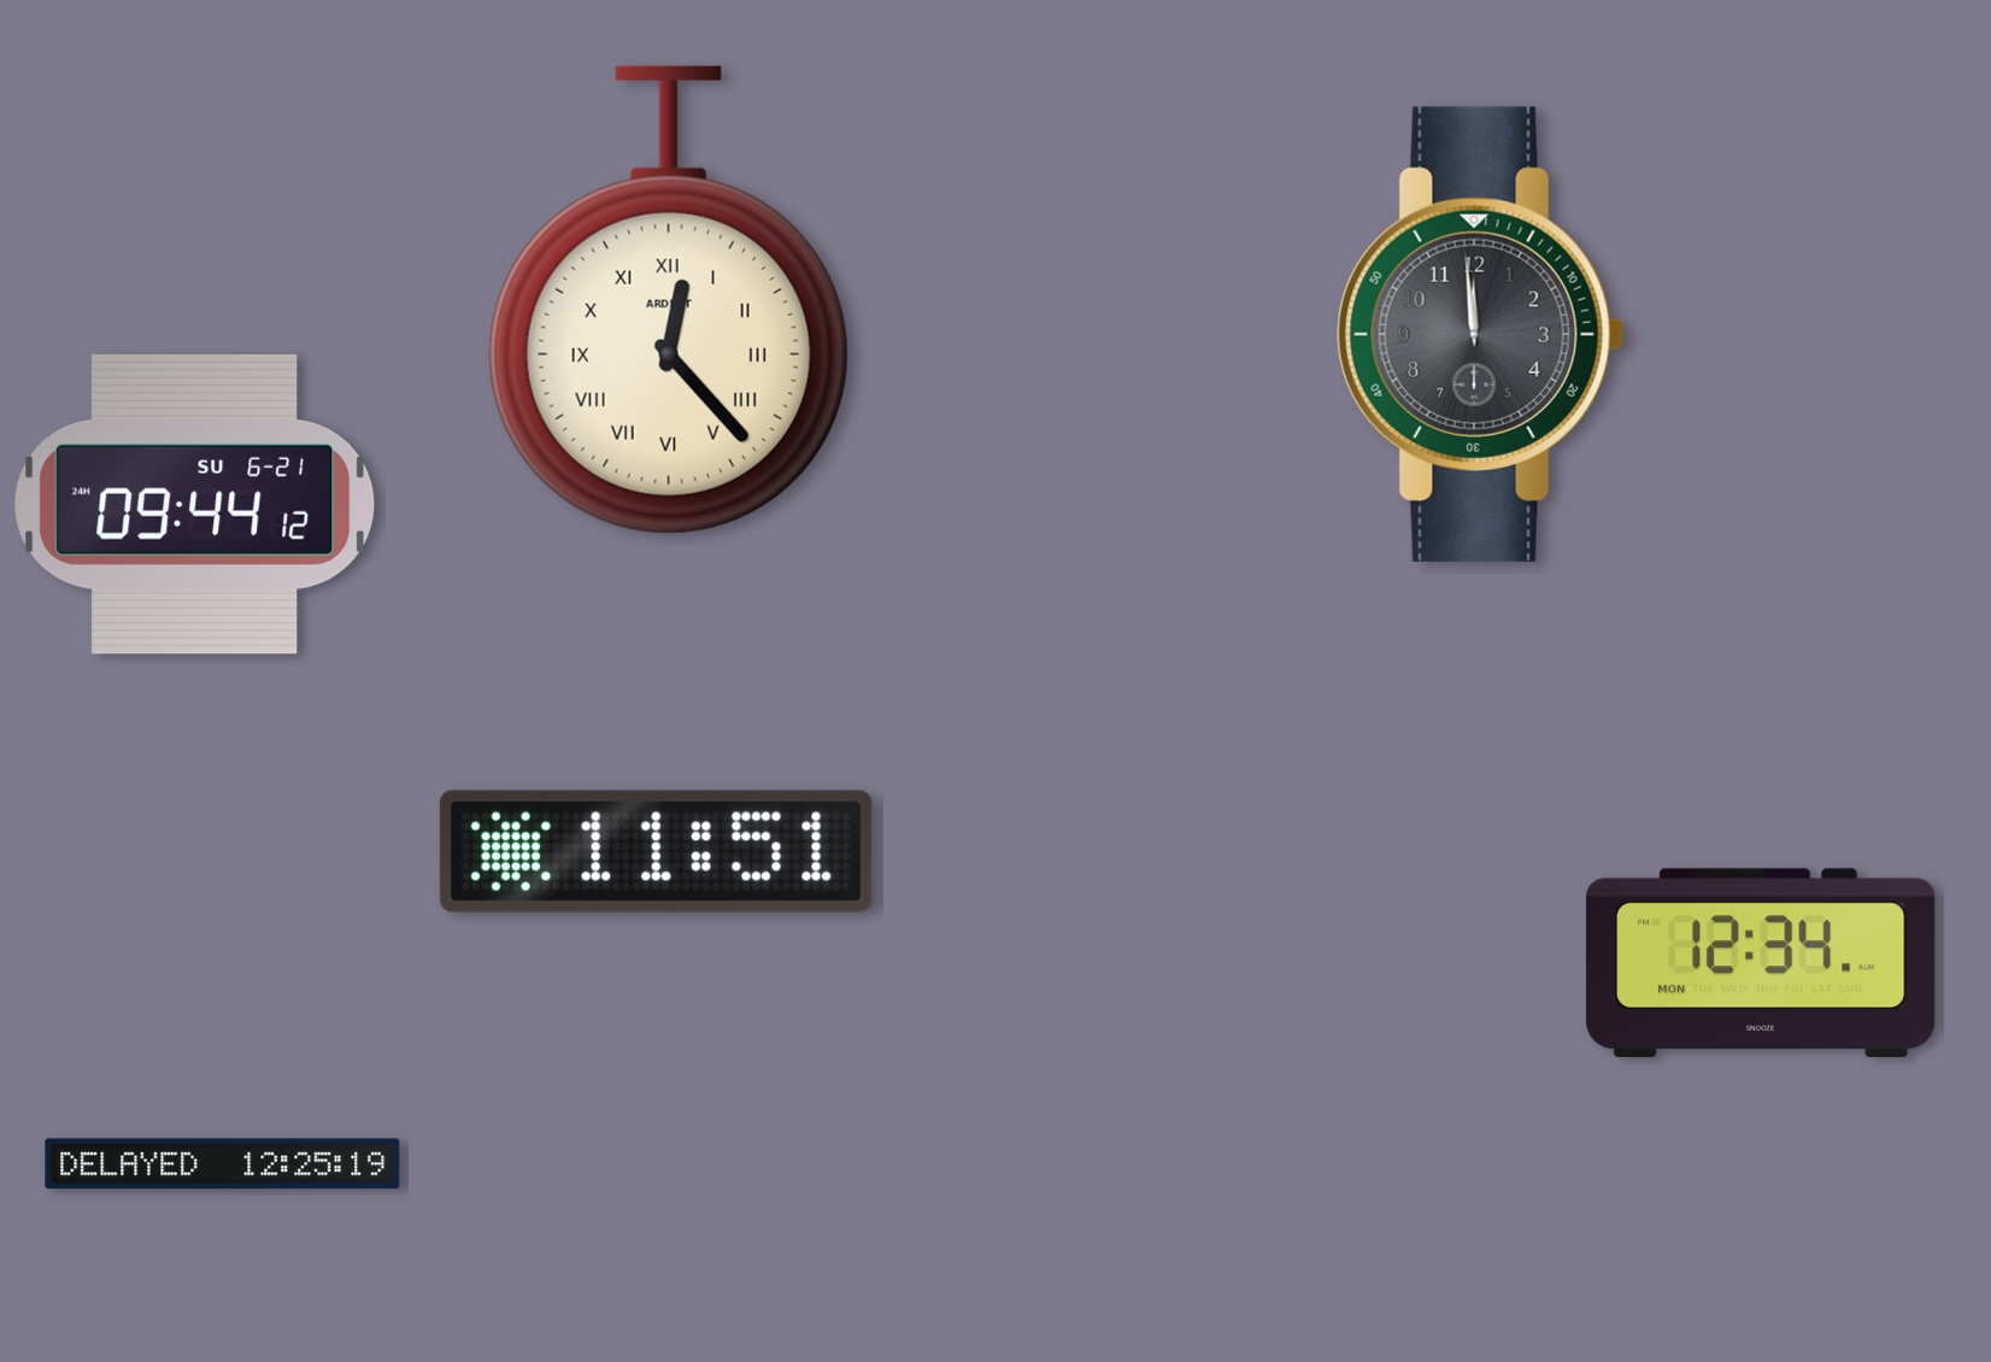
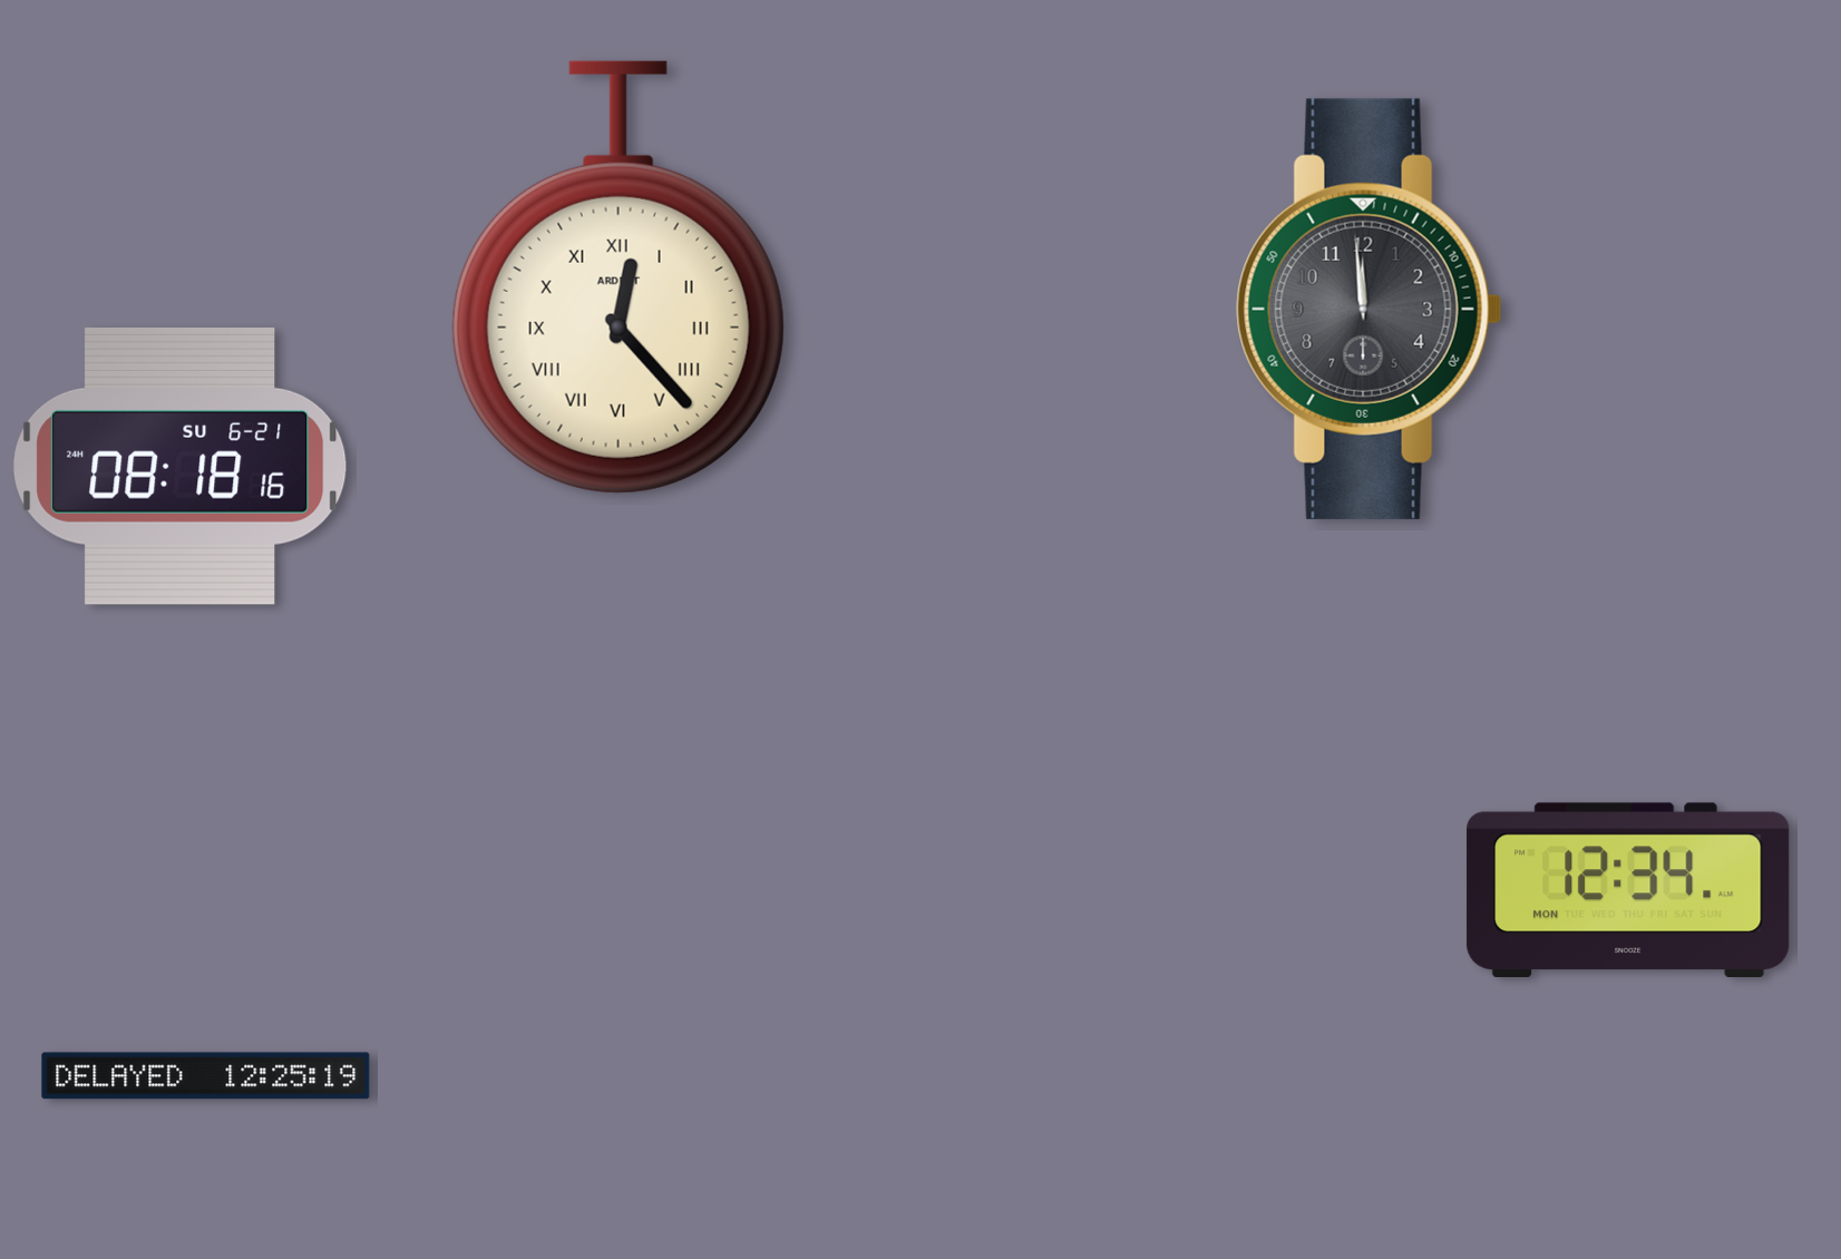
clock at (195, 504): 09:44 -> 08:18
clock at (656, 851): 11:51 -> none
